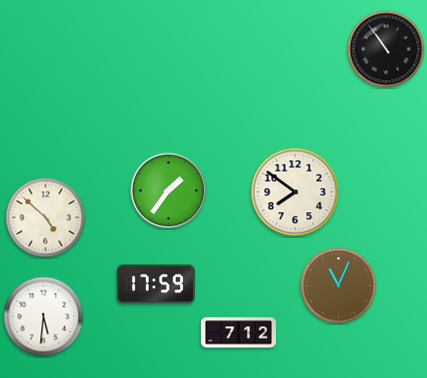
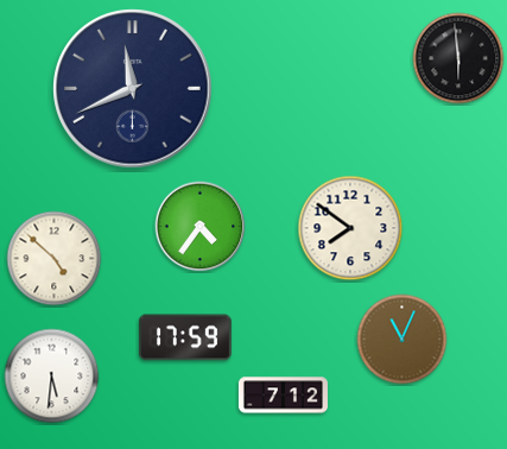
clock at (386, 49): 10:54 -> 5:59
clock at (133, 89): none -> 11:41
clock at (169, 191): 1:36 -> 4:36
